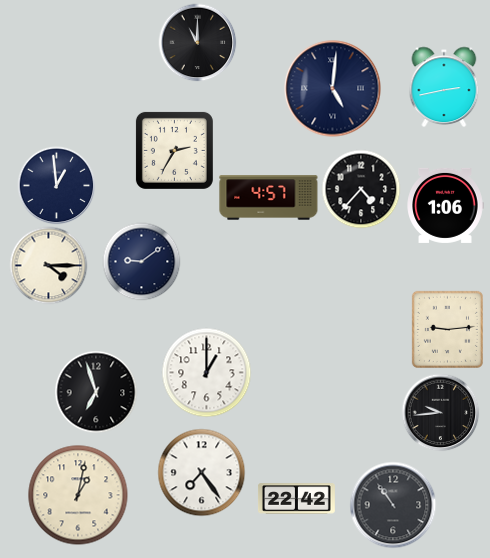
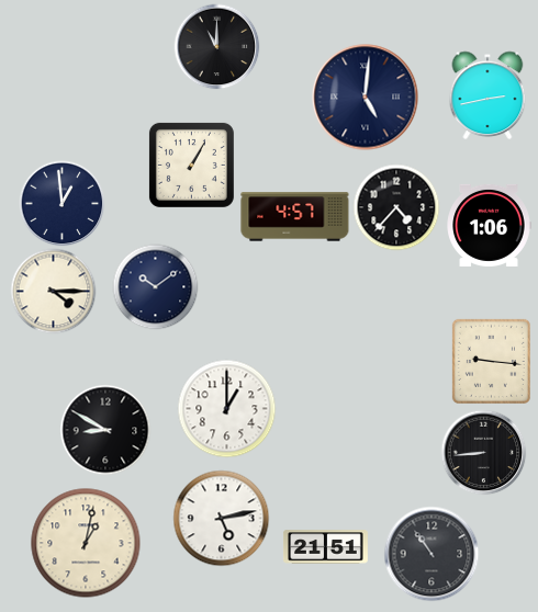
clock at (174, 150): 2:35 -> 1:05
clock at (141, 261): 9:09 -> 10:09
clock at (447, 329): 9:14 -> 9:16
clock at (96, 392): 6:57 -> 8:50
clock at (440, 412): 9:44 -> 8:44
clock at (201, 472): 7:24 -> 5:13
clock at (296, 499): 22:42 -> 21:51
